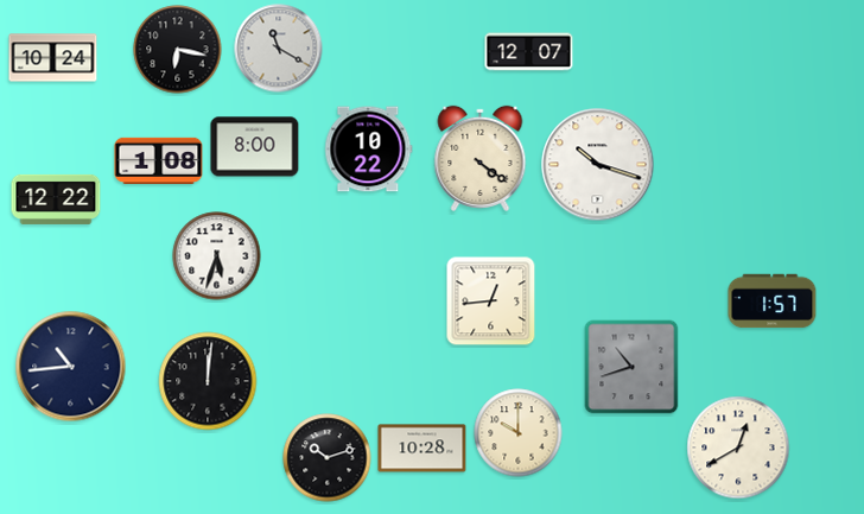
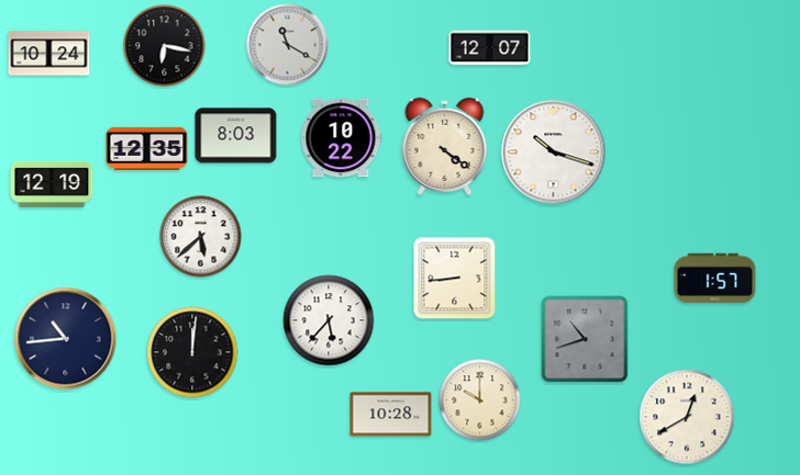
clock at (279, 49) position: (279, 49) -> (288, 45)
clock at (255, 147): 8:00 -> 8:03
clock at (159, 160): 1:08 -> 12:35
clock at (56, 199): 12:22 -> 12:19
clock at (217, 256): 5:33 -> 5:38
clock at (491, 302): 12:44 -> 8:44
clock at (329, 320): none -> 5:37
clock at (738, 448) position: (738, 448) -> (687, 417)
clock at (328, 458): 10:12 -> none
